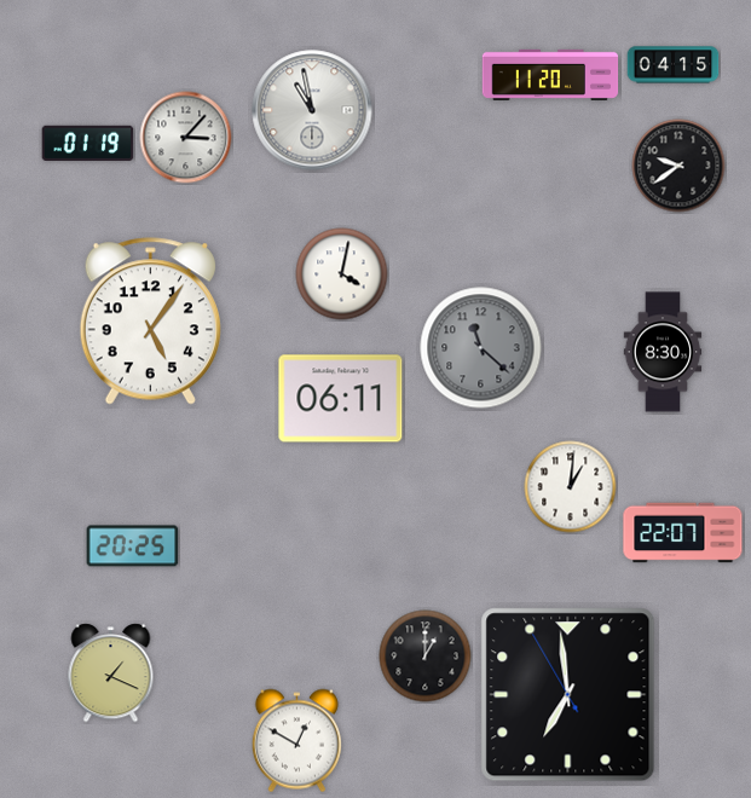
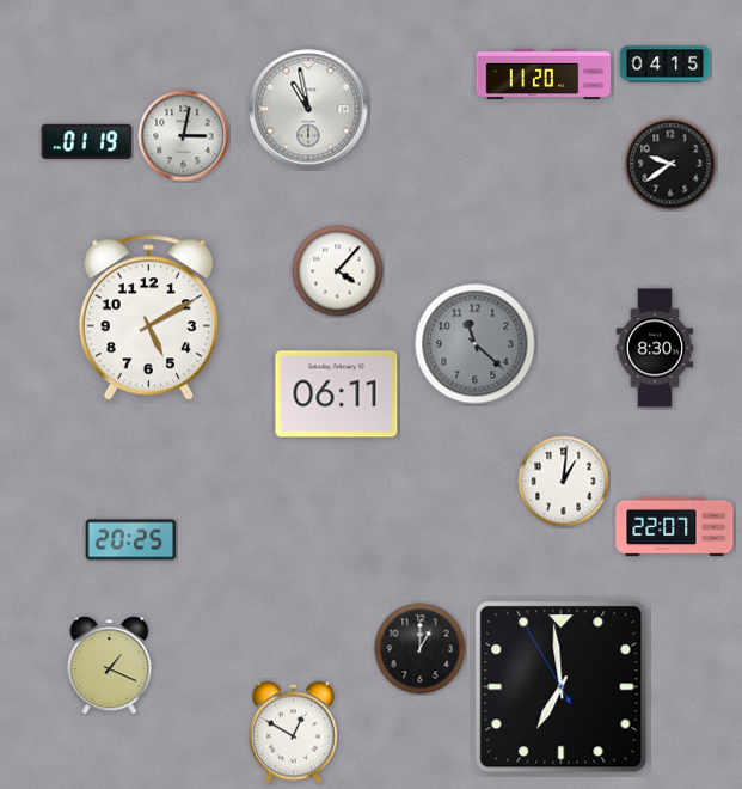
clock at (186, 138): 3:07 -> 3:02
clock at (342, 274): 4:02 -> 4:07
clock at (150, 322): 5:06 -> 5:10
